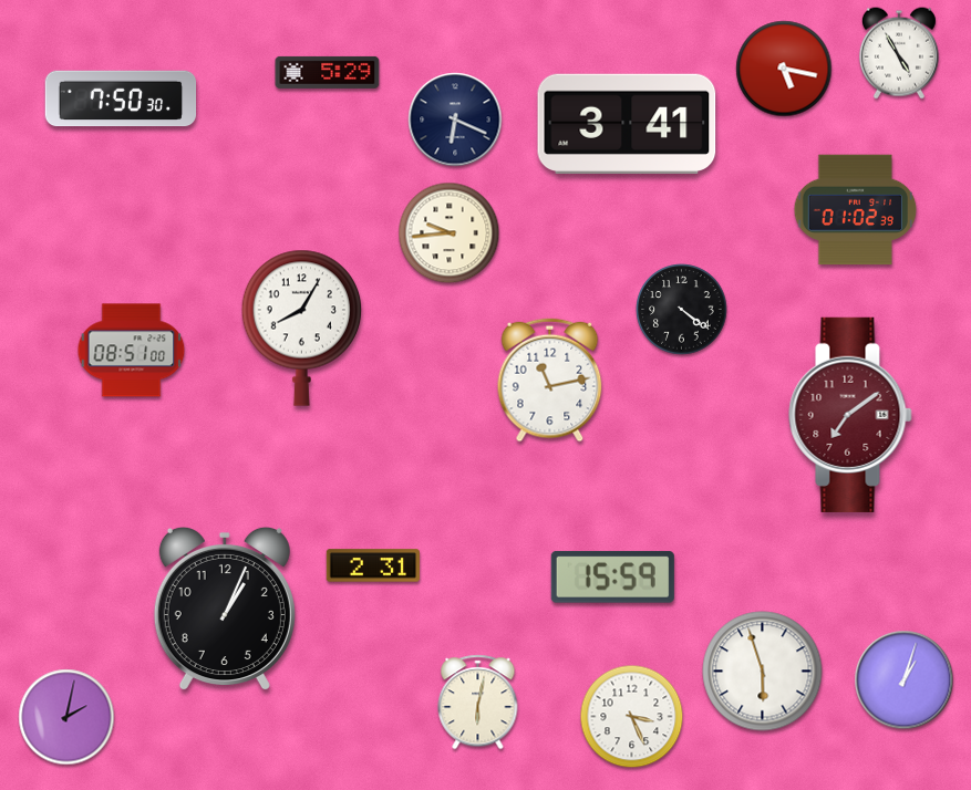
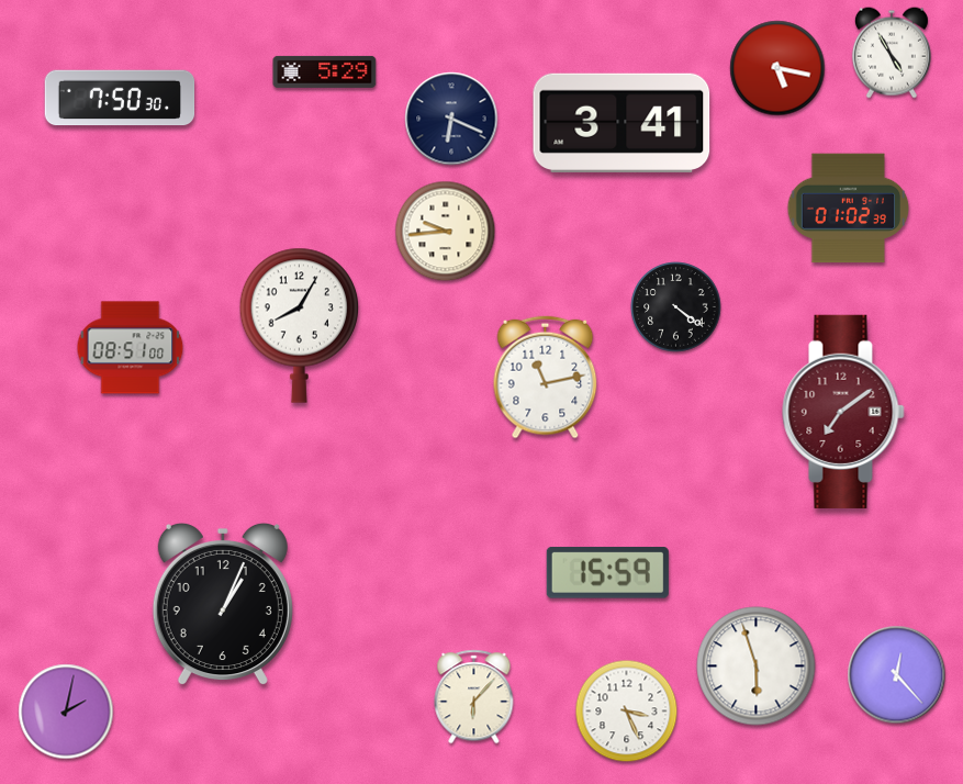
clock at (372, 565): 2:31 -> none
clock at (905, 680): 1:03 -> 12:23
clock at (478, 703): 6:02 -> 6:07
